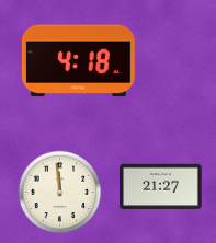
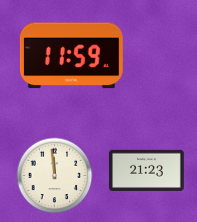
clock at (78, 61): 4:18 -> 11:59
clock at (161, 186): 21:27 -> 21:23
